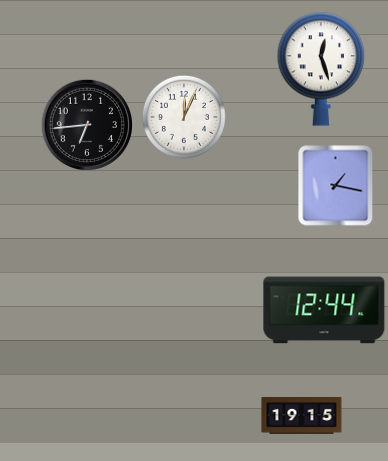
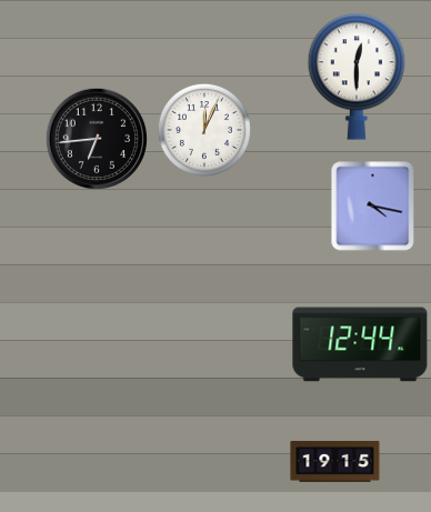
clock at (321, 69): 12:27 -> 12:30
clock at (336, 185): 1:17 -> 4:17
